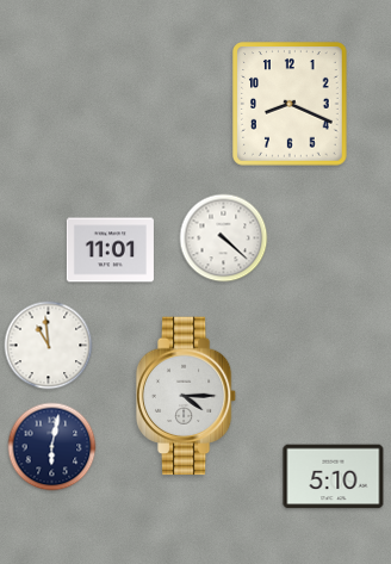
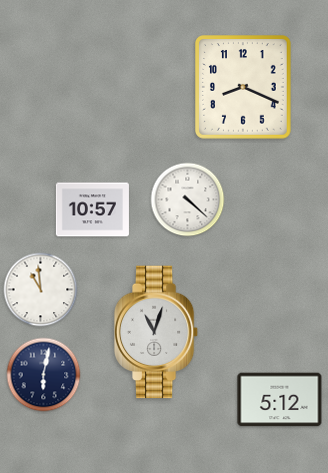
clock at (110, 250): 11:01 -> 10:57
clock at (186, 396): 4:15 -> 11:03
clock at (334, 477): 5:10 -> 5:12
